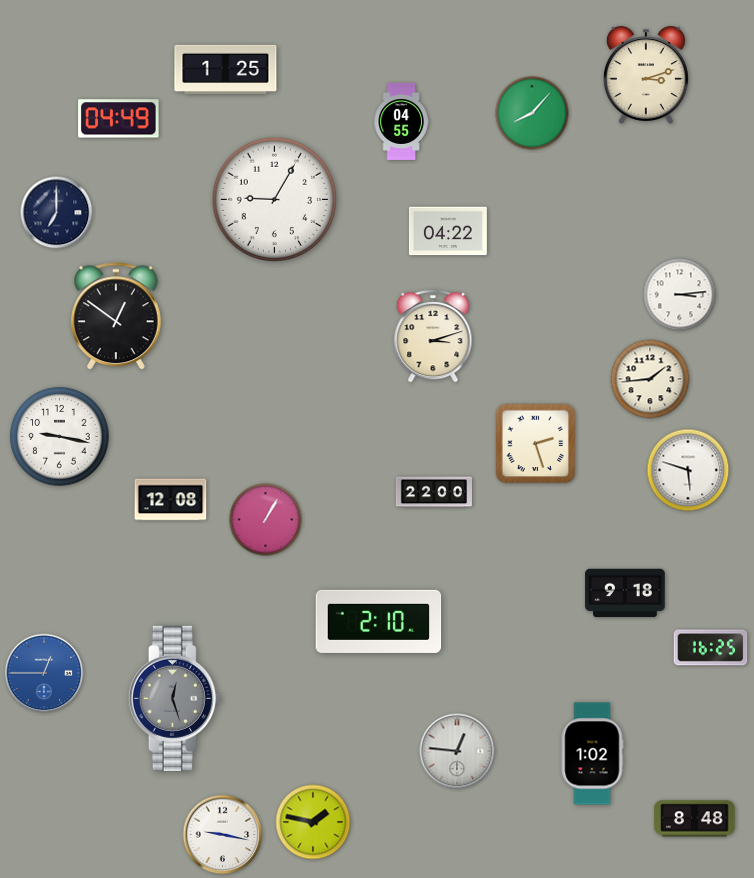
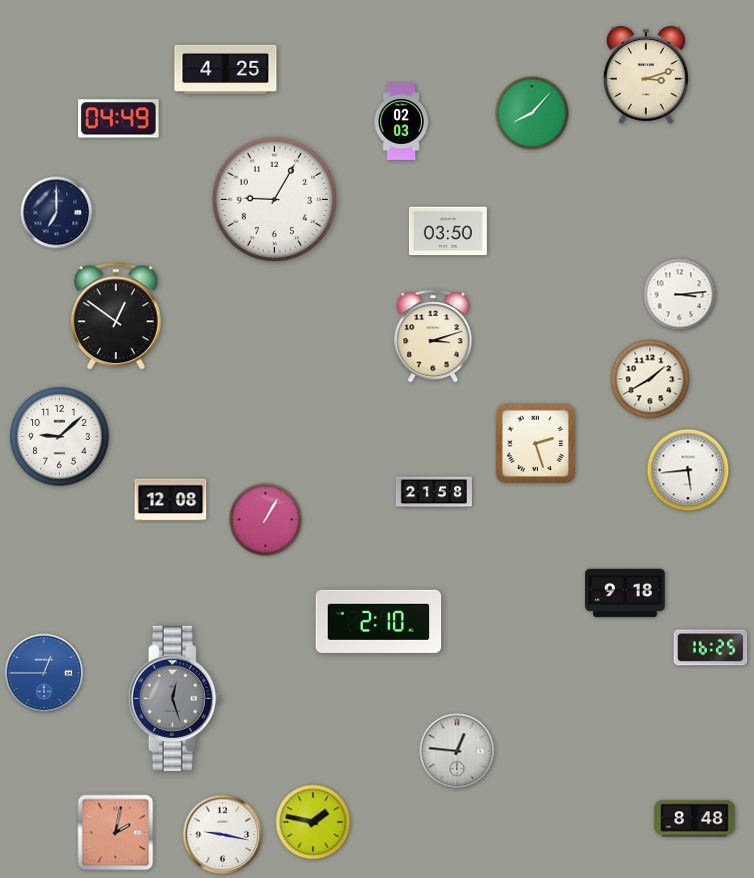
clock at (226, 69): 1:25 -> 4:25
clock at (401, 121): 04:55 -> 02:03
clock at (448, 231): 04:22 -> 03:50
clock at (650, 379): 1:44 -> 1:40
clock at (60, 437): 9:17 -> 9:08
clock at (688, 470): 5:48 -> 5:44
clock at (434, 492): 22:00 -> 21:58
clock at (592, 754): 1:02 -> none
clock at (116, 833): none -> 2:02
